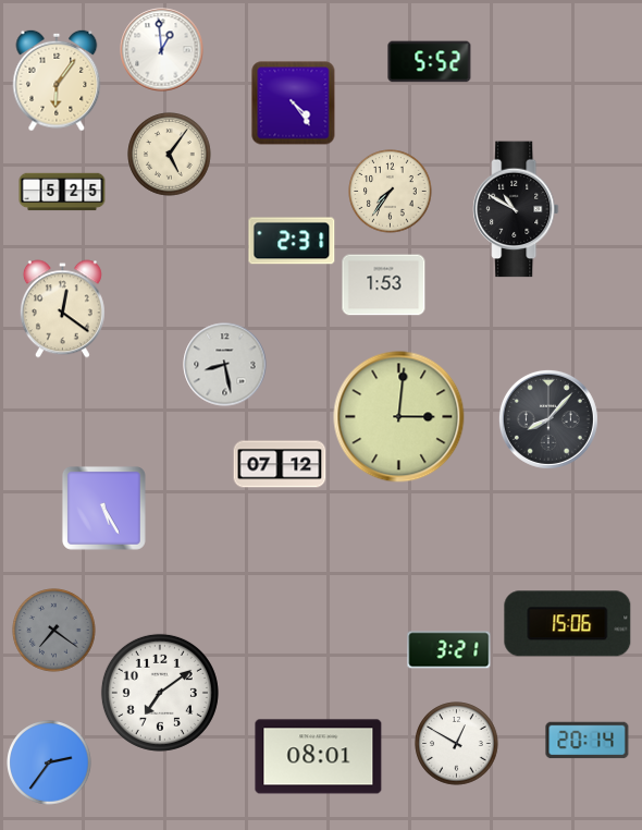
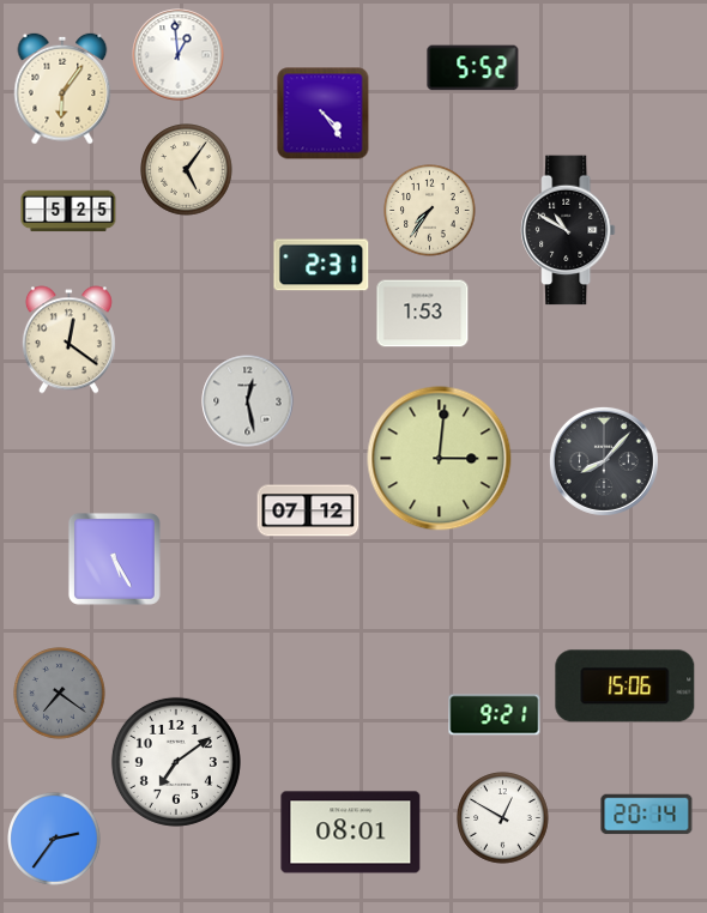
clock at (225, 365): 8:28 -> 12:28
clock at (449, 650): 3:21 -> 9:21
